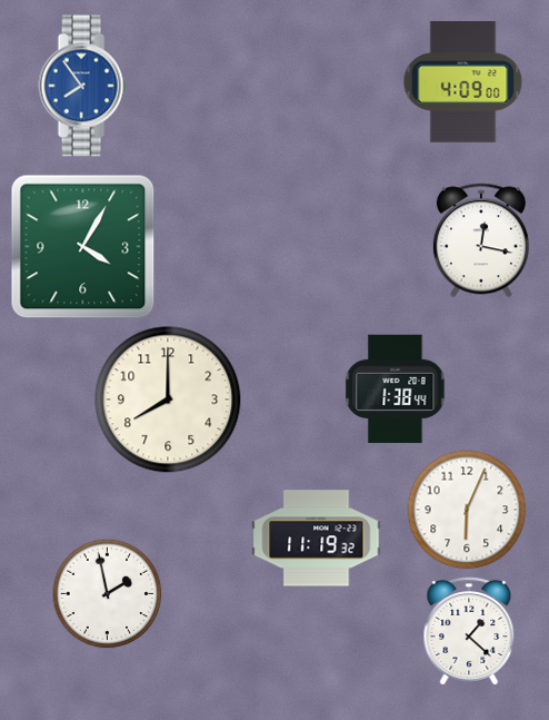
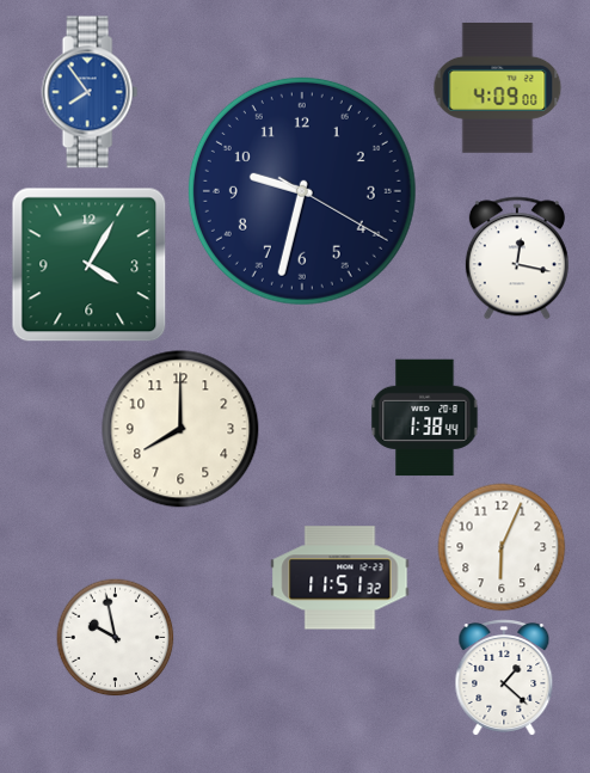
clock at (302, 191): none -> 9:32
clock at (317, 539): 11:19 -> 11:51
clock at (108, 594): 1:58 -> 9:58
